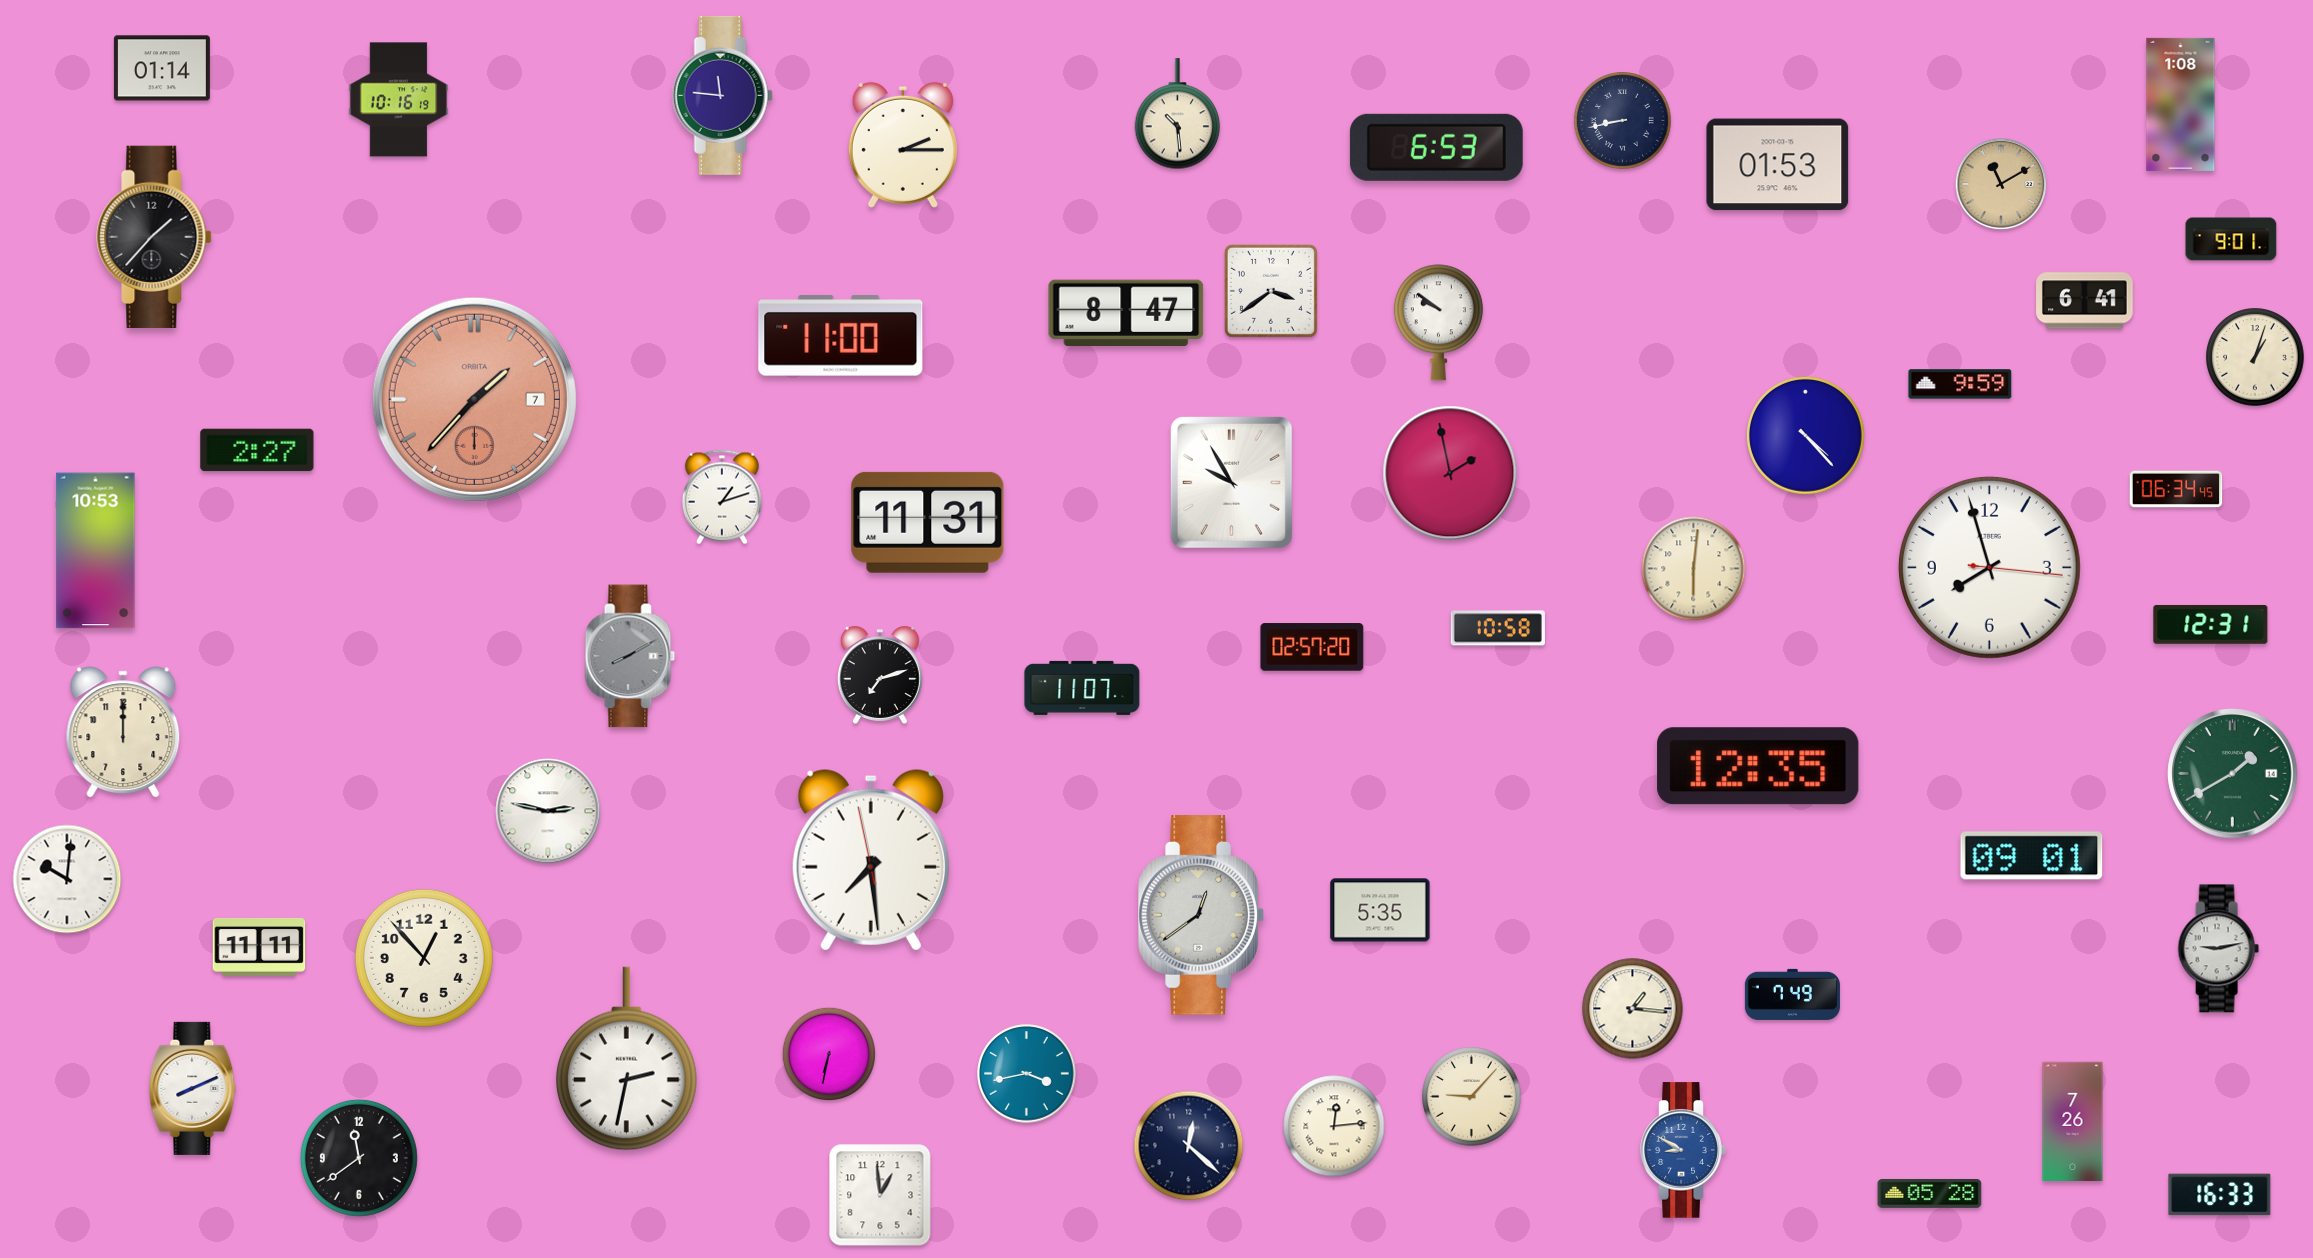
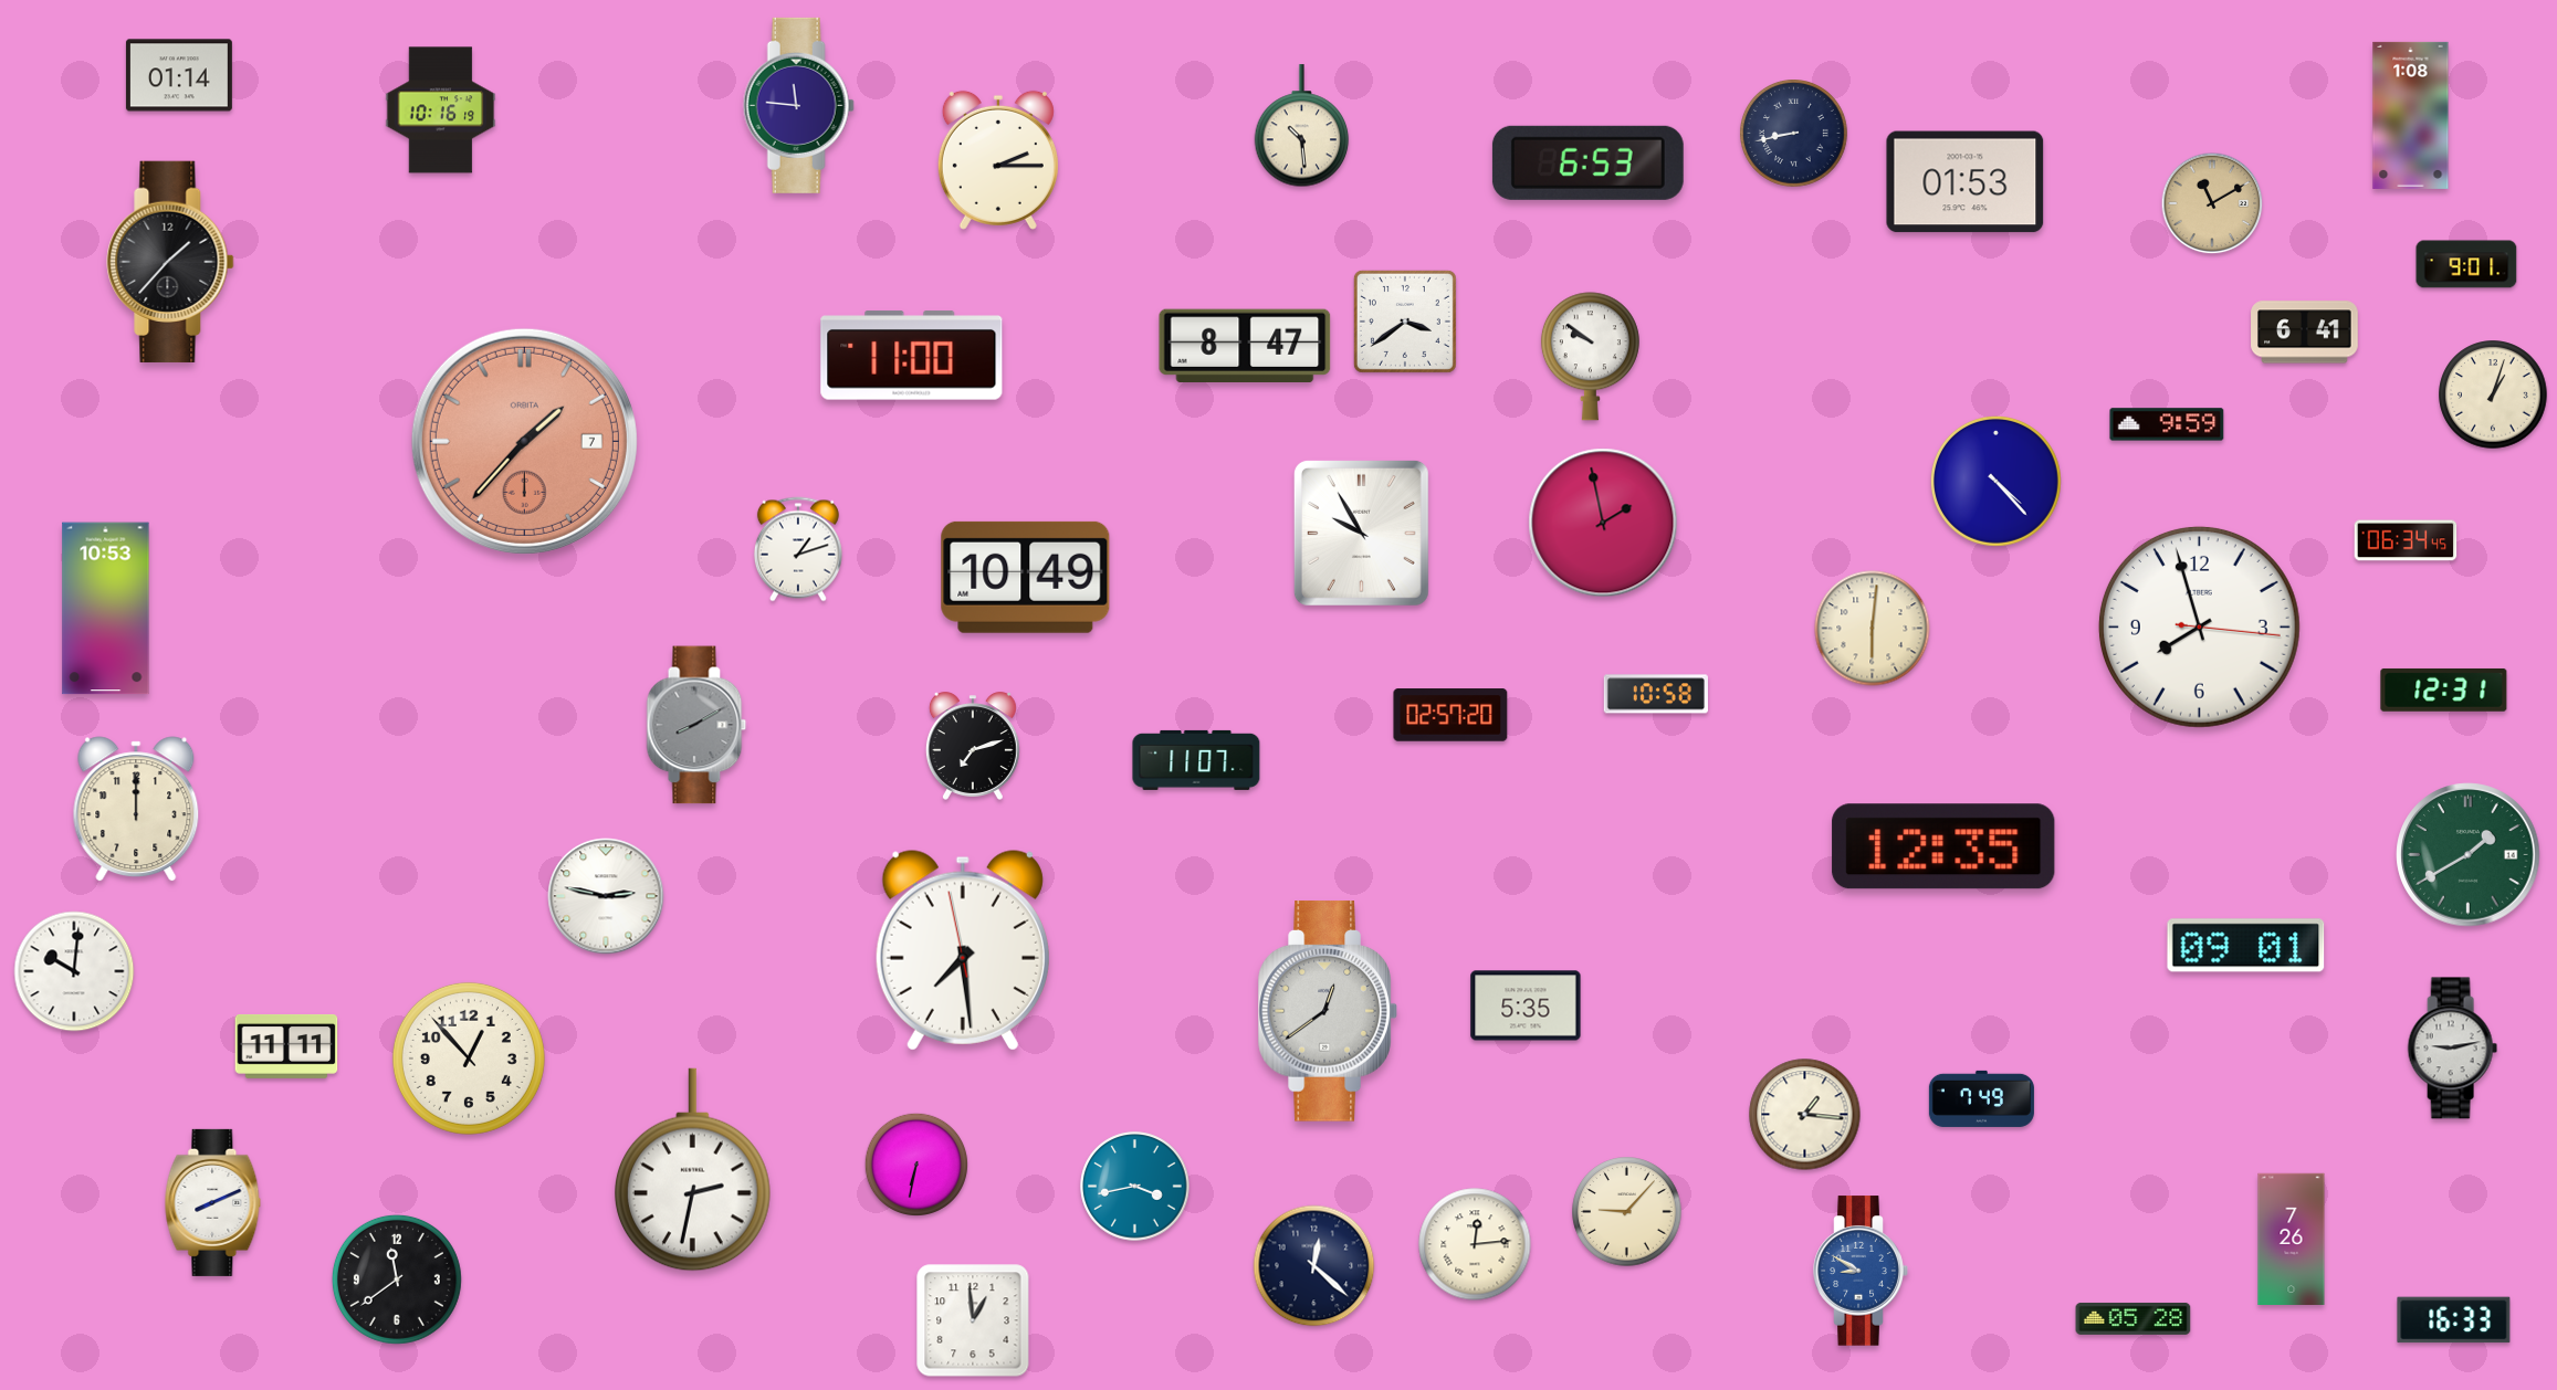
clock at (841, 336) position: (841, 336) -> (912, 356)
clock at (257, 450): 2:27 -> none
clock at (928, 522): 11:31 -> 10:49
